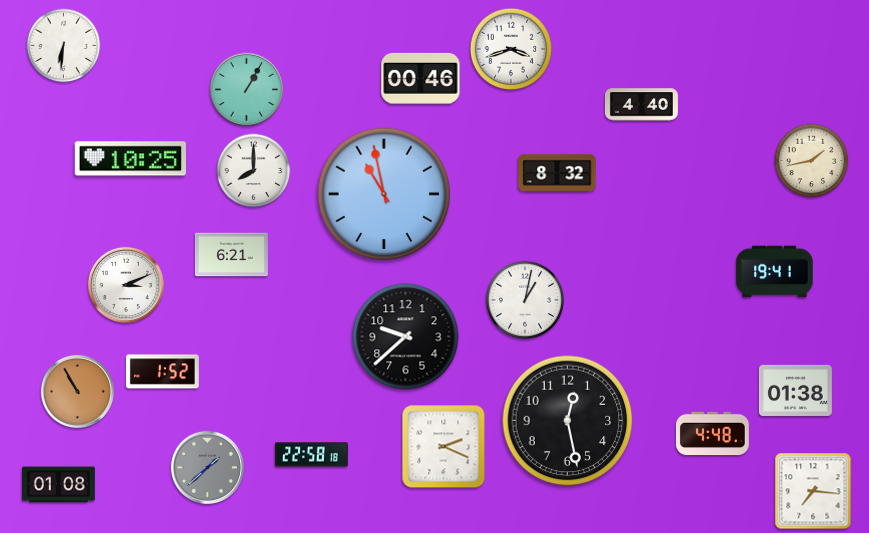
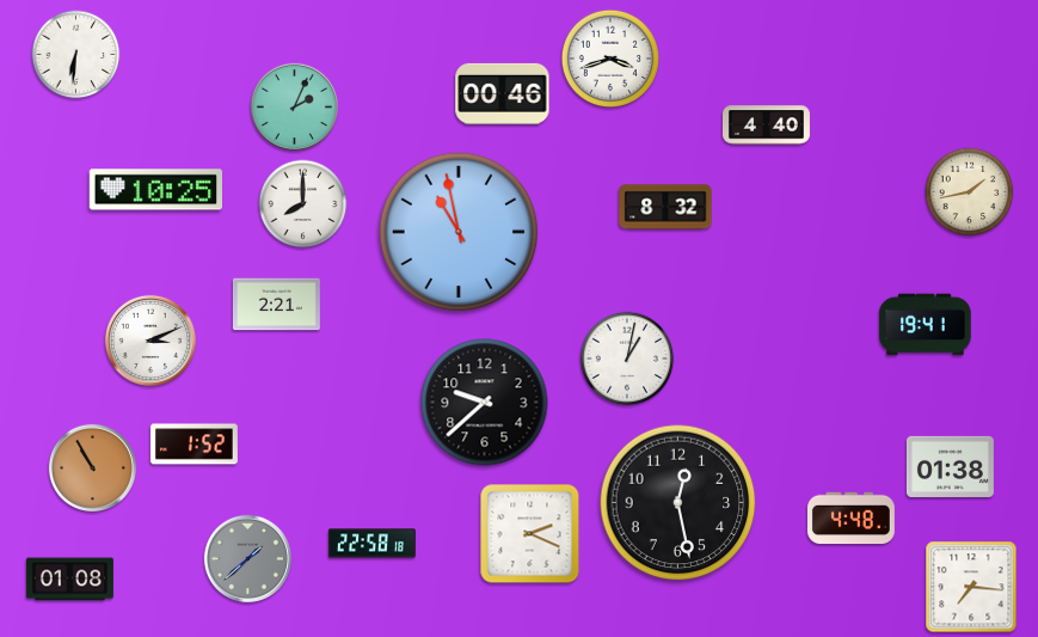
clock at (246, 89): 1:05 -> 2:04
clock at (231, 255): 6:21 -> 2:21
